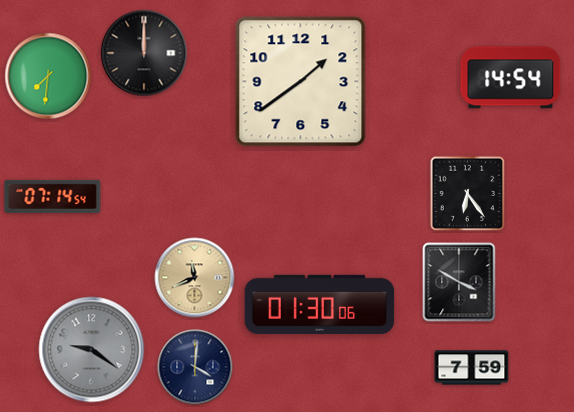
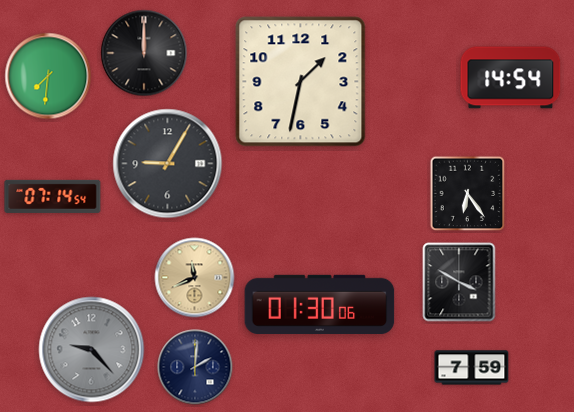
clock at (301, 82): 1:39 -> 1:32
clock at (168, 164): none -> 9:05
clock at (92, 350): 9:21 -> 9:23
clock at (195, 367): 4:01 -> 2:01
